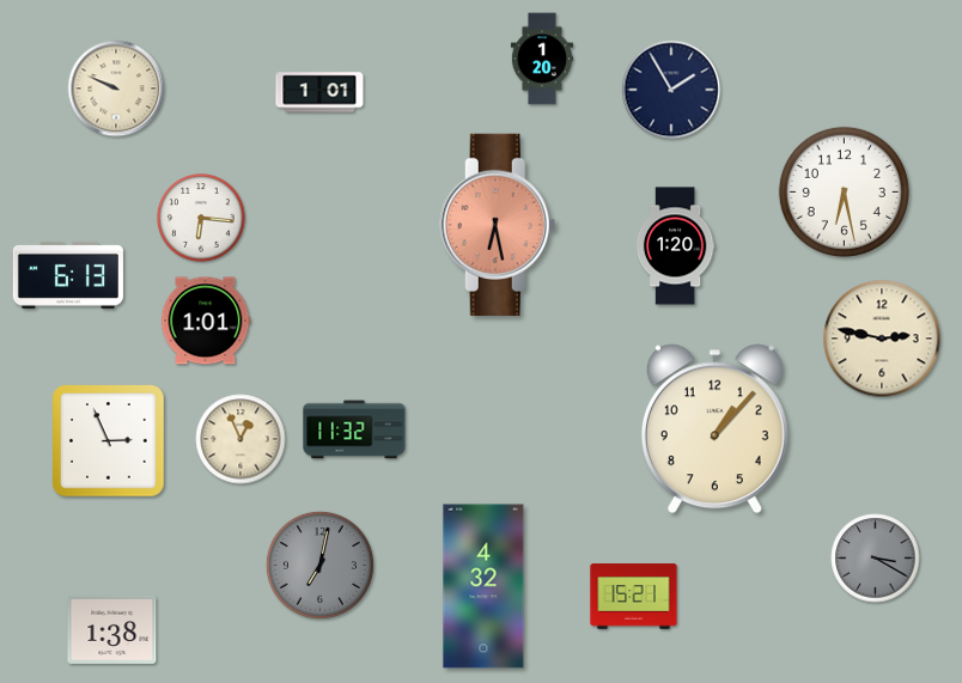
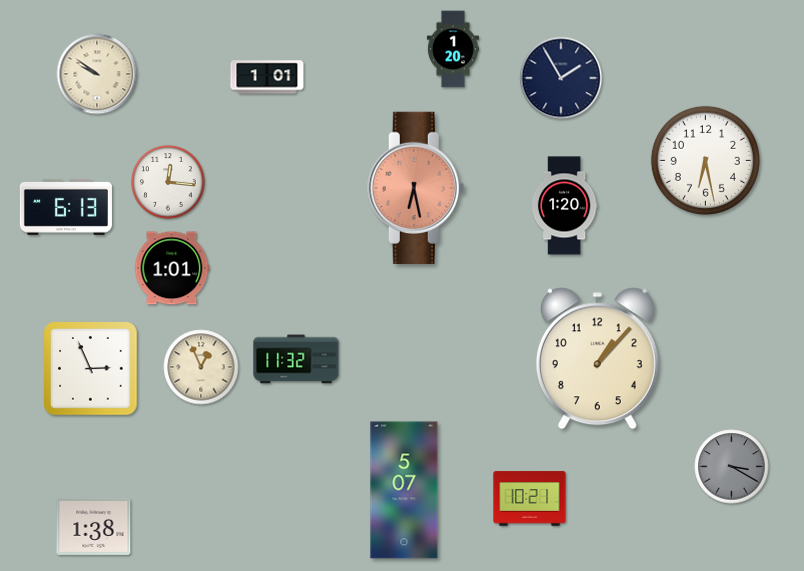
clock at (116, 89): 9:49 -> 9:51
clock at (671, 90) position: (671, 90) -> (561, 78)
clock at (201, 218): 6:16 -> 12:16
clock at (68, 275) position: (68, 275) -> (66, 207)
clock at (882, 339): 2:47 -> none
clock at (319, 565): 7:02 -> none
clock at (483, 586): 4:32 -> 5:07
clock at (634, 597): 15:21 -> 10:21
